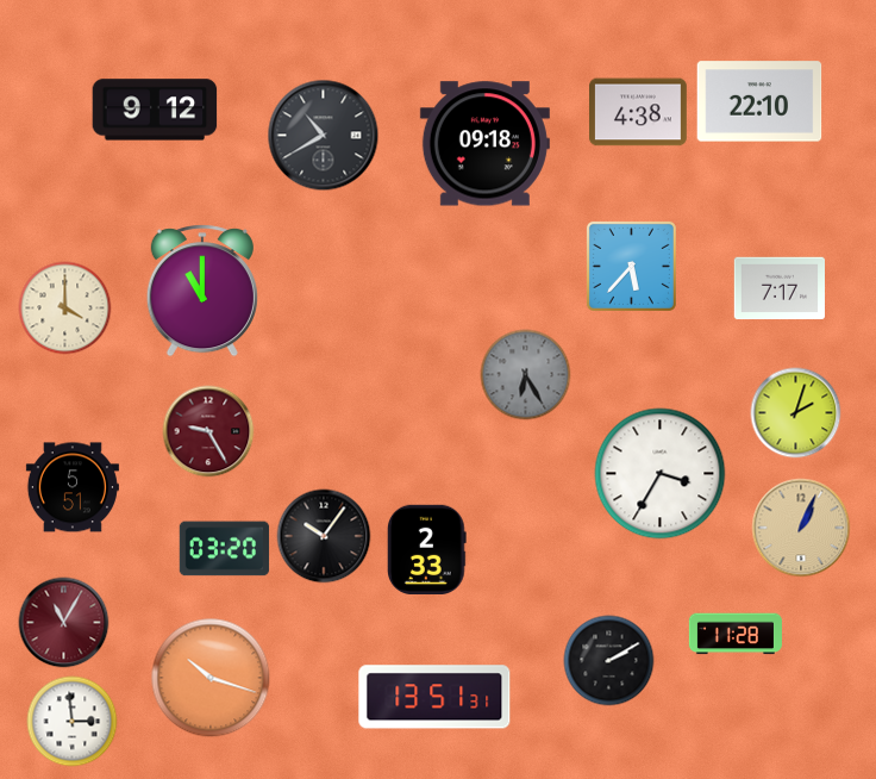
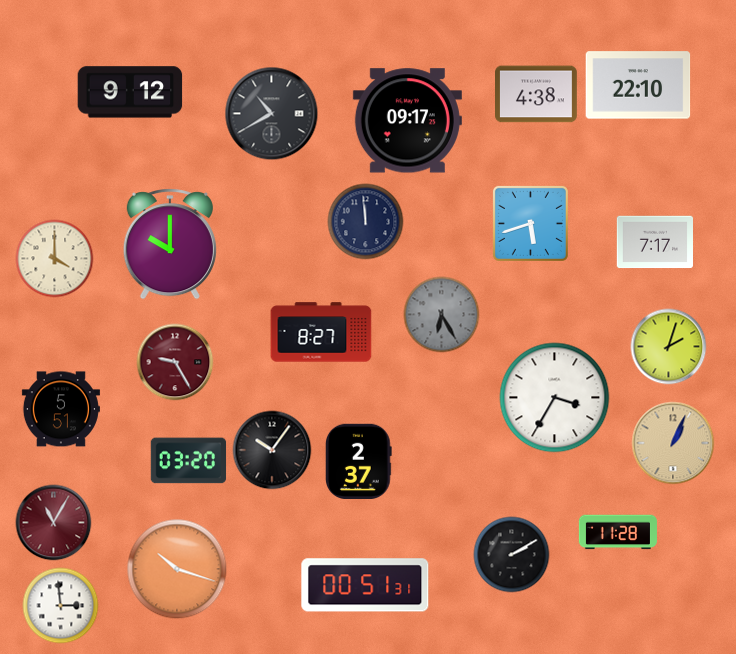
clock at (484, 144): 09:18 -> 09:17
clock at (366, 222): none -> 11:59
clock at (631, 266): 5:37 -> 5:42
clock at (202, 291): 11:00 -> 10:00
clock at (321, 332): none -> 8:27
clock at (427, 550): 2:33 -> 2:37
clock at (434, 697): 13:51 -> 00:51
